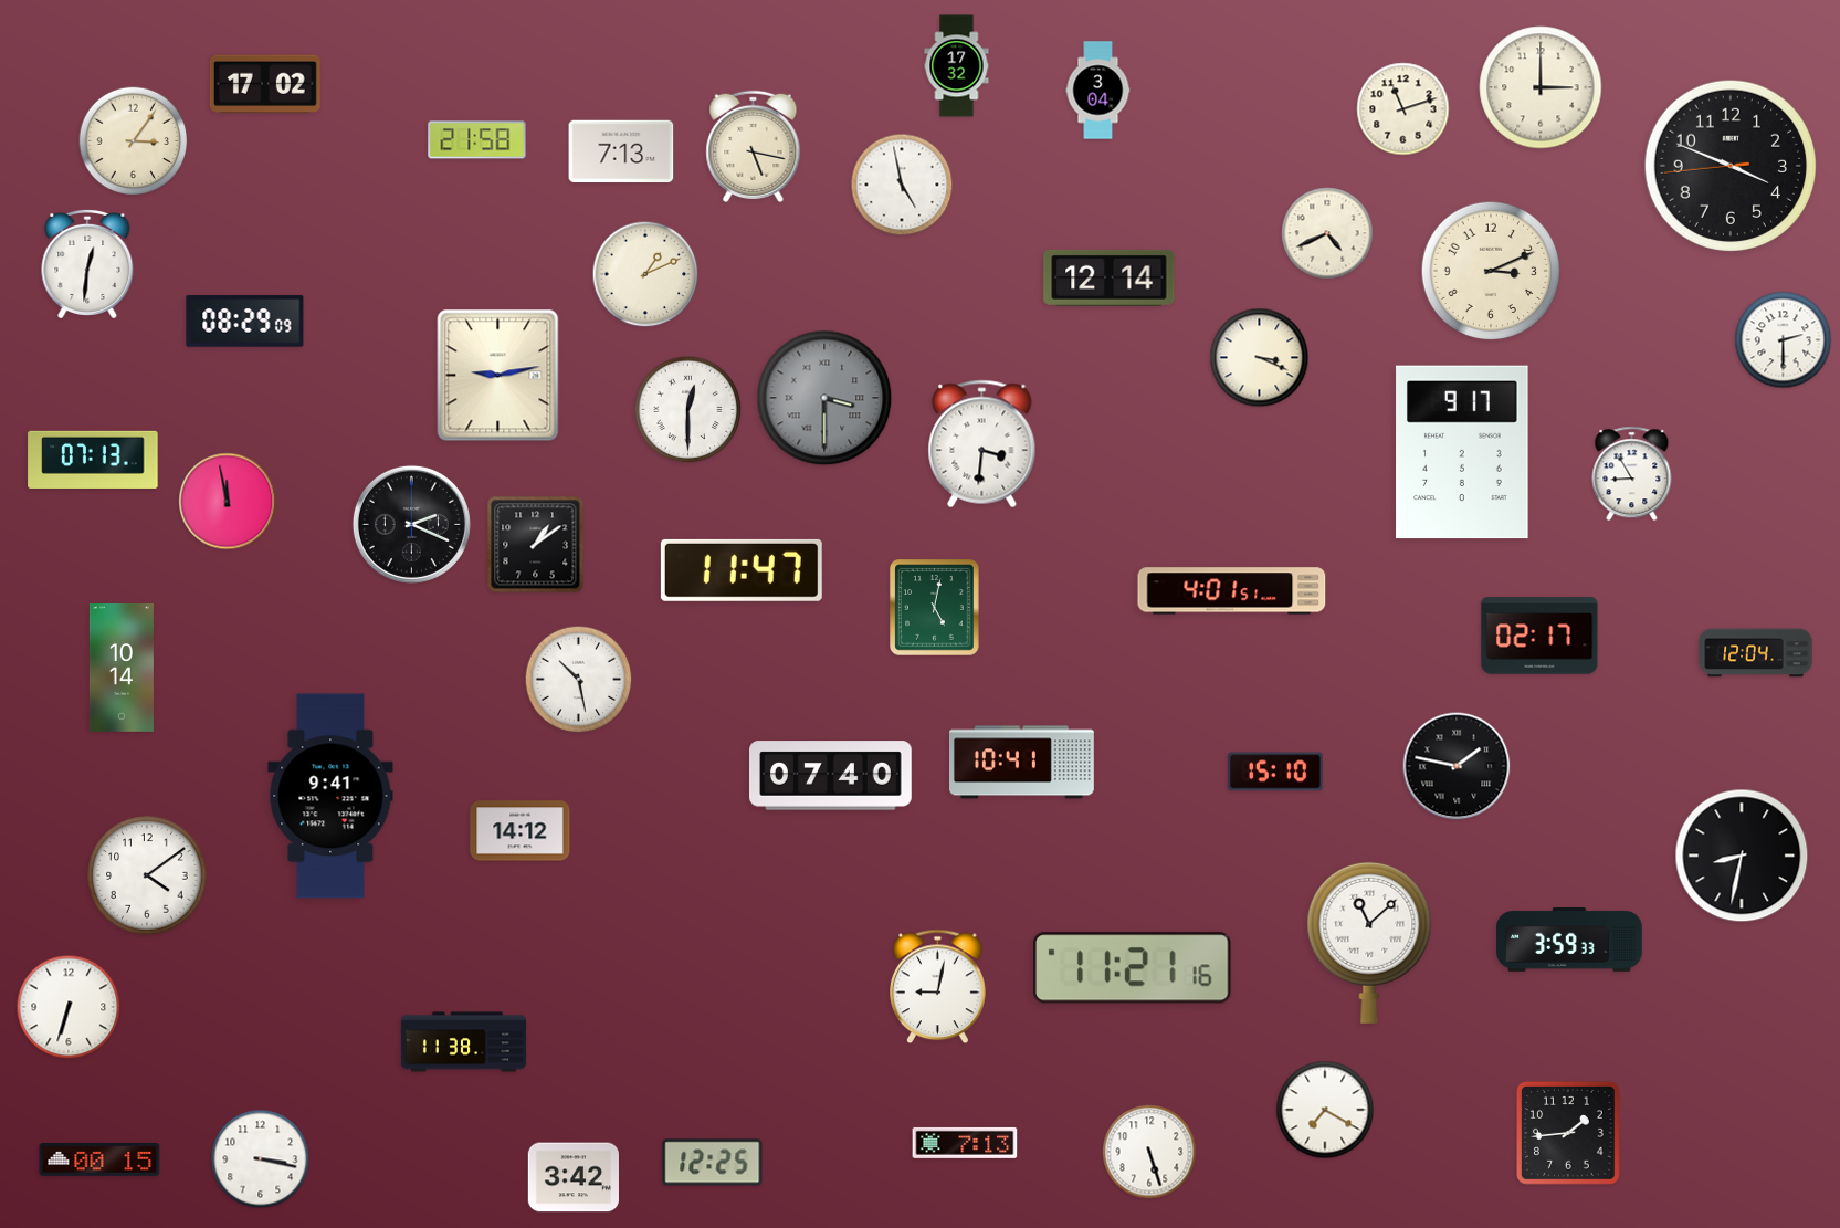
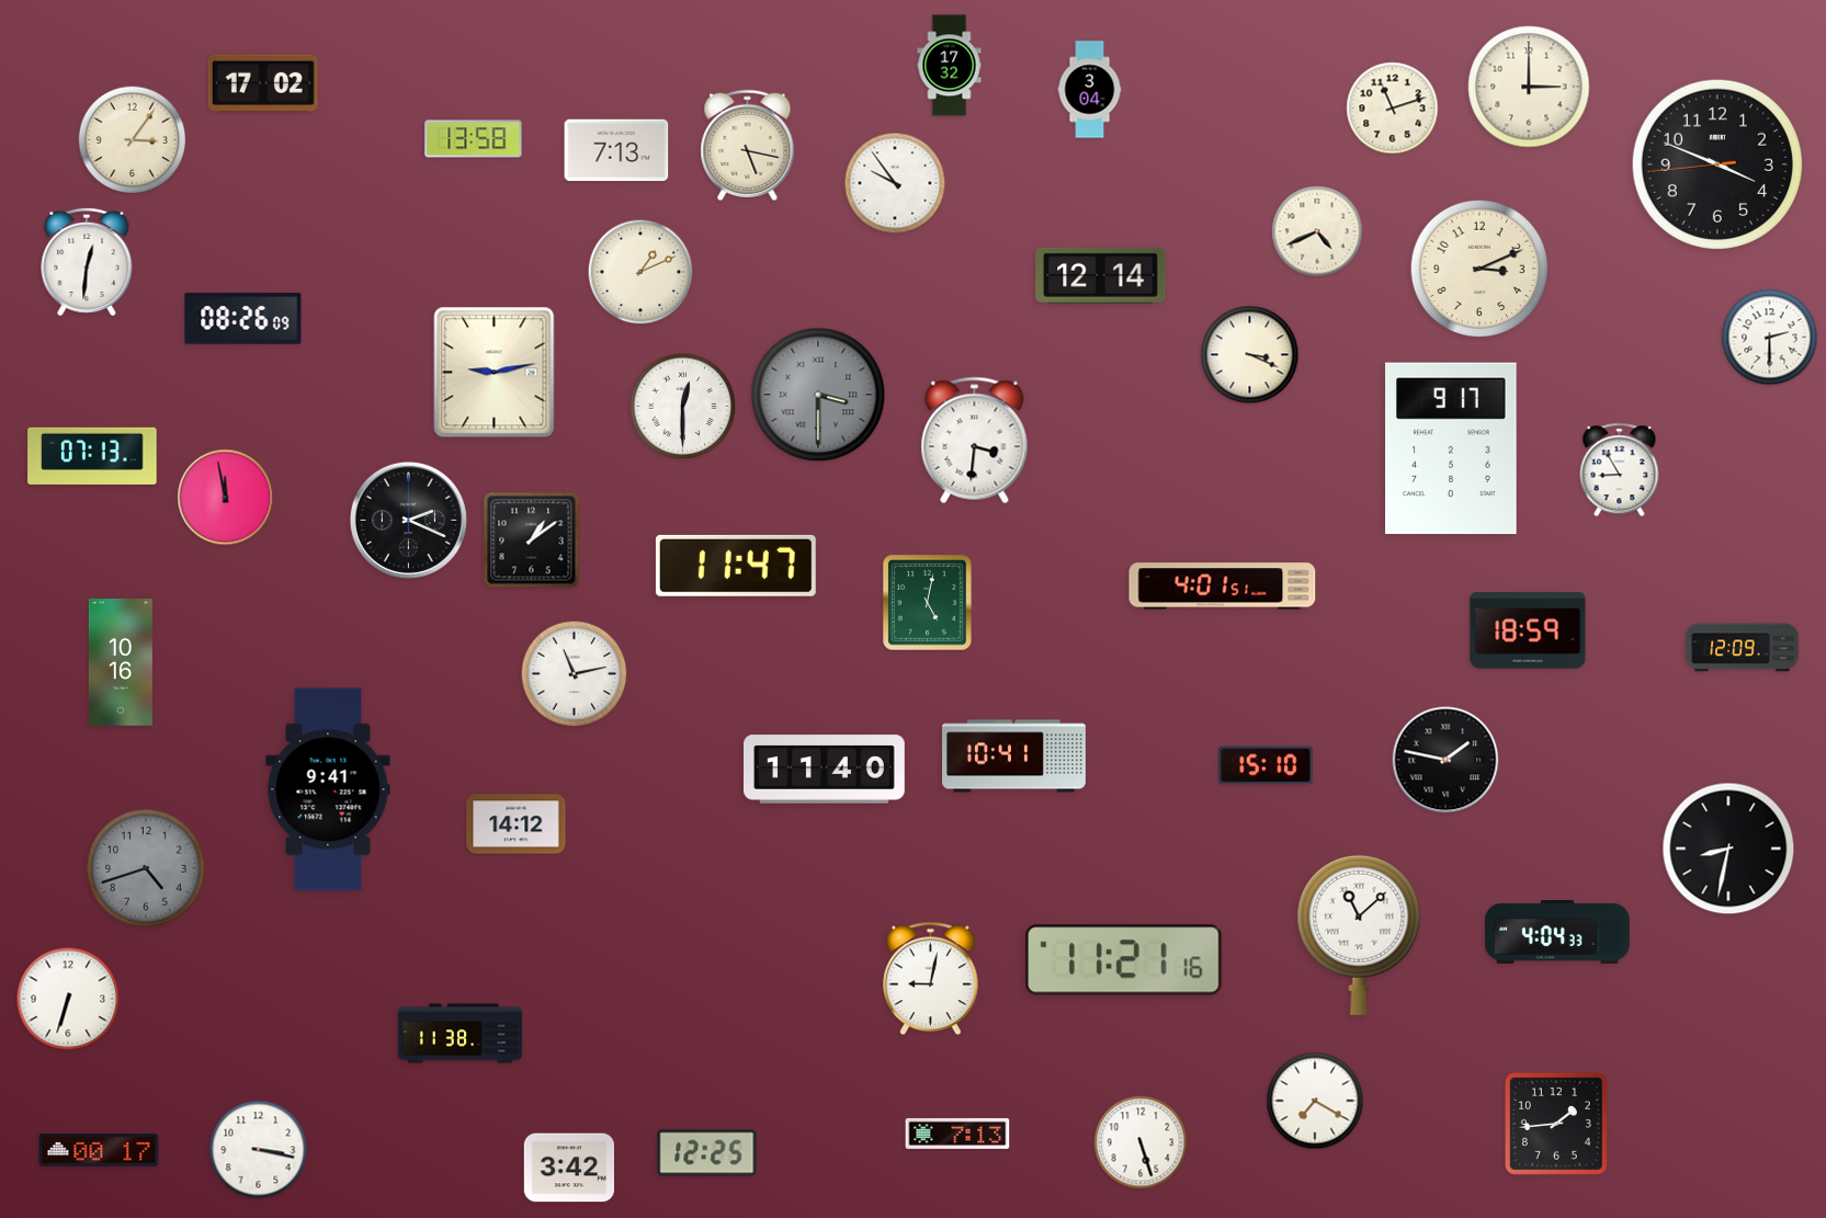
clock at (477, 140): 21:58 -> 13:58
clock at (902, 185): 4:58 -> 9:54
clock at (245, 322): 08:29 -> 08:26
clock at (1539, 636): 02:17 -> 18:59
clock at (1756, 653): 12:04 -> 12:09
clock at (122, 669): 10:14 -> 10:16
clock at (579, 680): 10:28 -> 11:13
clock at (831, 776): 07:40 -> 11:40
clock at (147, 875): 4:09 -> 4:42
clock at (147, 875) dial: white -> grey
clock at (1569, 941): 3:59 -> 4:04
clock at (99, 1159): 00:15 -> 00:17
